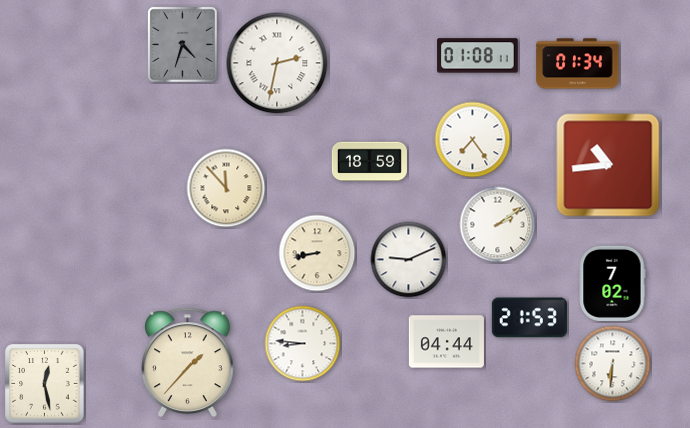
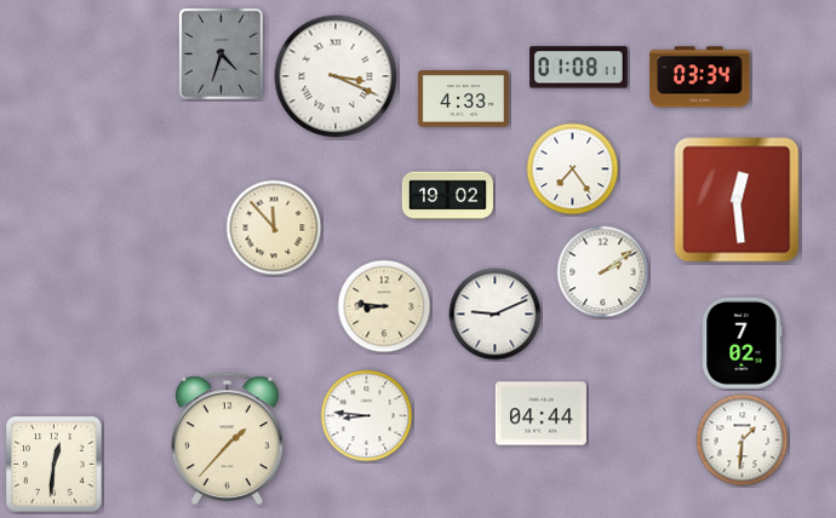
clock at (277, 63): 2:32 -> 3:19
clock at (578, 64): 01:34 -> 03:34
clock at (463, 99): none -> 4:33
clock at (369, 162): 18:59 -> 19:02
clock at (608, 165): 10:44 -> 12:29
clock at (317, 253): 8:43 -> 8:46
clock at (529, 318): 21:53 -> none
clock at (613, 364): 6:31 -> 1:31
clock at (45, 384): 12:28 -> 12:31
